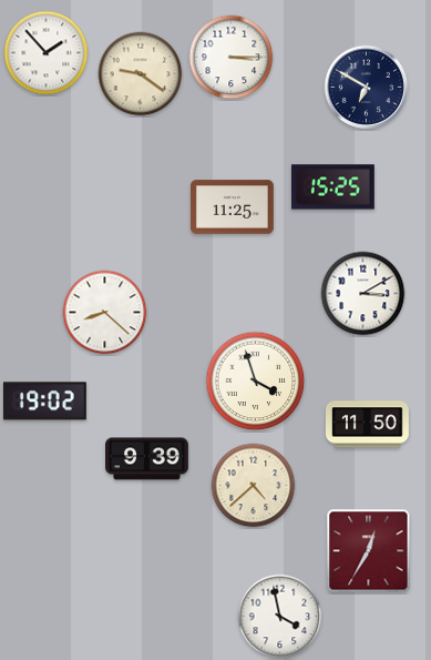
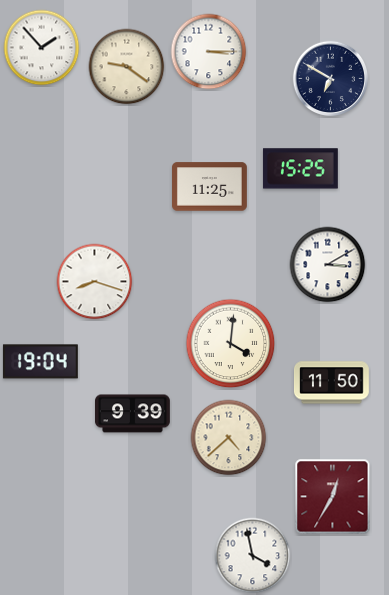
clock at (105, 313): 8:22 -> 8:18
clock at (256, 382): 3:57 -> 4:01
clock at (44, 402): 19:02 -> 19:04
